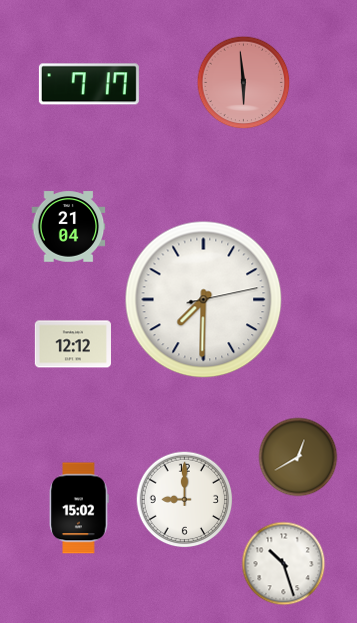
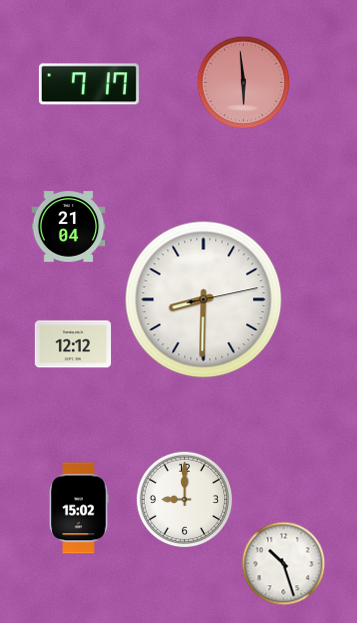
clock at (204, 300): 7:30 -> 8:30
clock at (298, 457): 12:40 -> none
